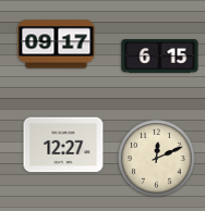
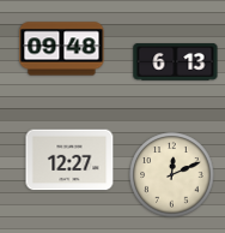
clock at (57, 45): 09:17 -> 09:48
clock at (160, 57): 6:15 -> 6:13
